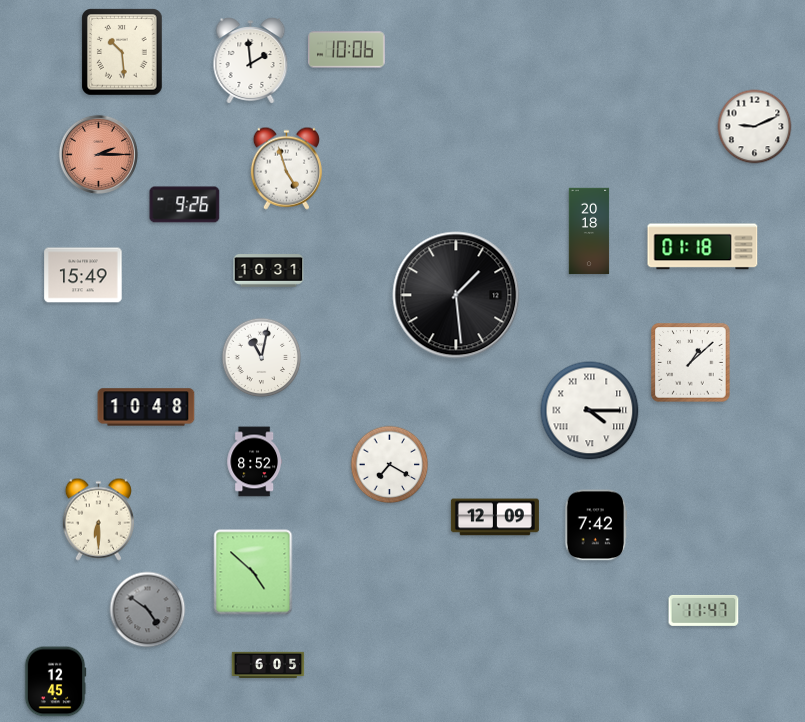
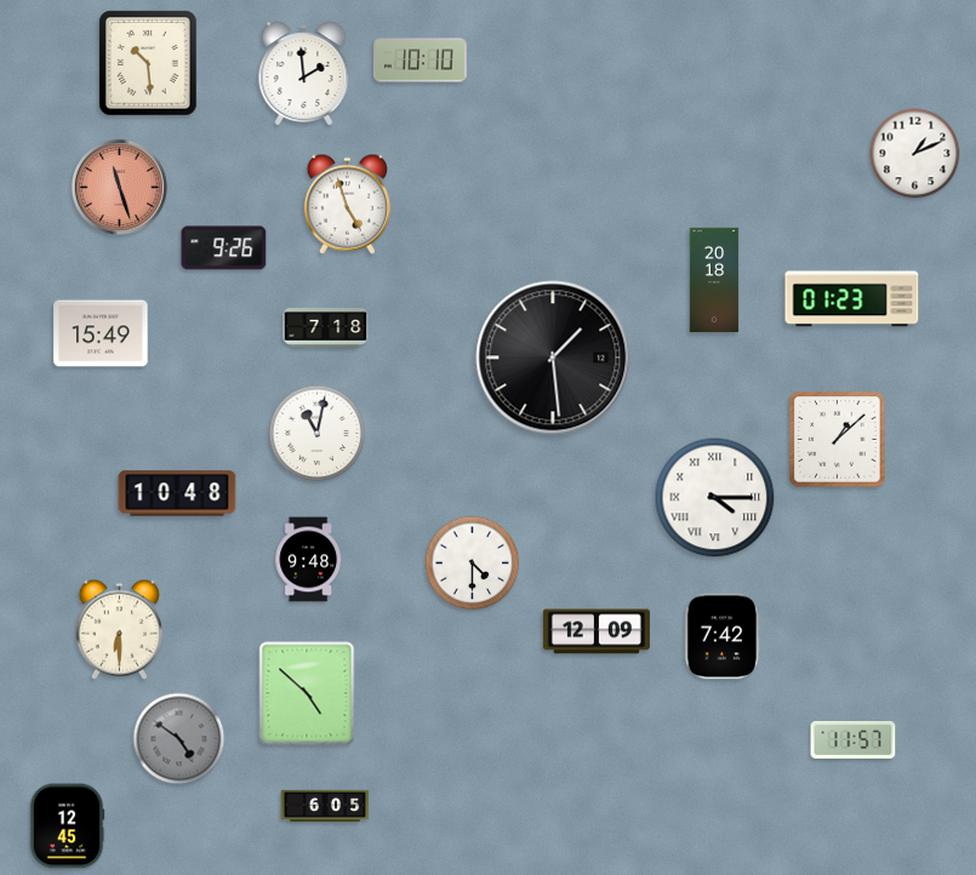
clock at (347, 50): 10:06 -> 10:10
clock at (755, 127): 9:11 -> 1:11
clock at (98, 154): 2:15 -> 11:27
clock at (703, 247): 01:18 -> 01:23
clock at (269, 271): 10:31 -> 7:18
clock at (254, 462): 8:52 -> 9:48
clock at (390, 465): 7:20 -> 4:30
clock at (495, 517) position: (495, 517) -> (597, 631)
clock at (704, 610): 11:47 -> 11:57
